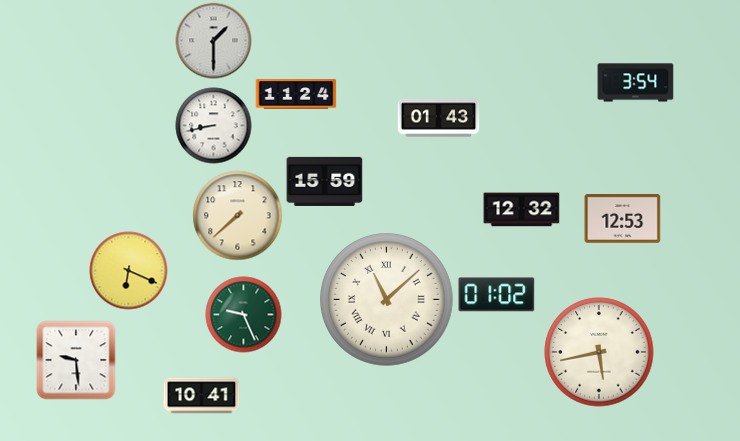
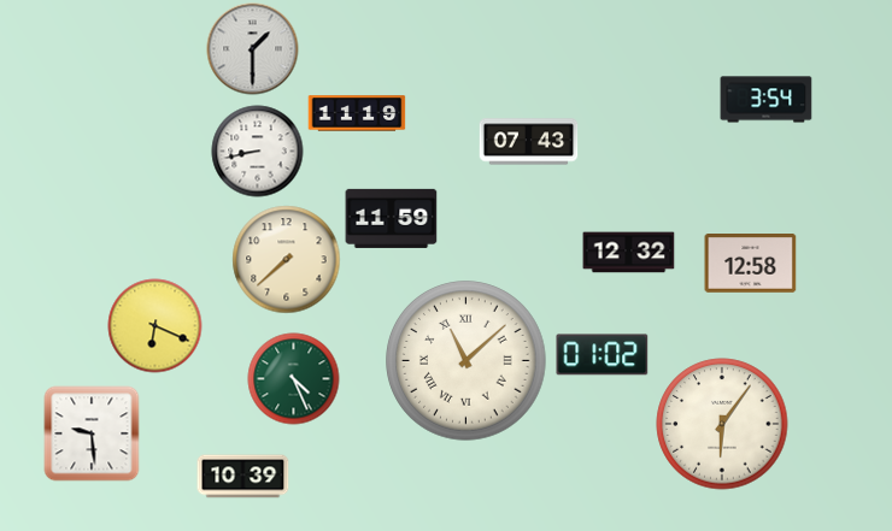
clock at (214, 41) position: (214, 41) -> (253, 49)
clock at (296, 94): 11:24 -> 11:19
clock at (439, 118): 01:43 -> 07:43
clock at (325, 181): 15:59 -> 11:59
clock at (623, 219): 12:53 -> 12:58
clock at (497, 295) position: (497, 295) -> (603, 355)
clock at (244, 315): 9:26 -> 4:26
clock at (599, 352): 5:43 -> 6:06
clock at (202, 396): 10:41 -> 10:39
